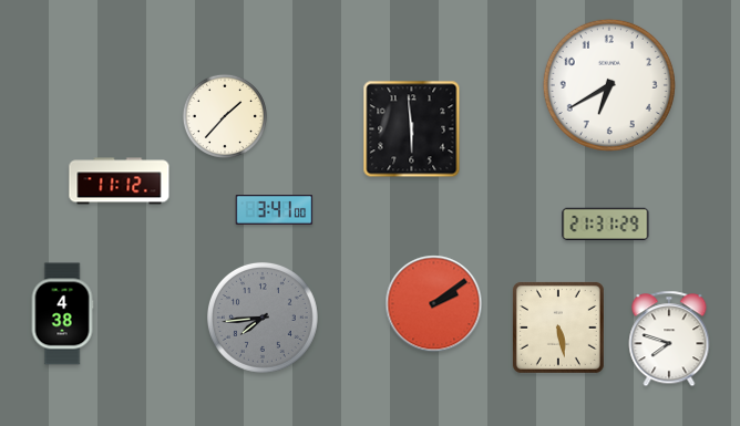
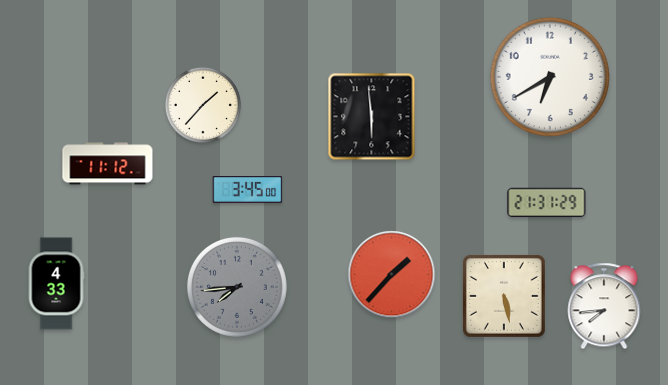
clock at (275, 210): 3:41 -> 3:45
clock at (434, 304): 2:09 -> 1:37
clock at (62, 314): 4:38 -> 4:33
clock at (669, 339): 7:48 -> 7:44
